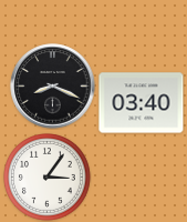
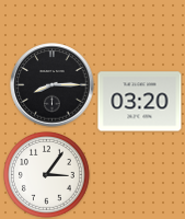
clock at (53, 87): 8:19 -> 8:15
clock at (142, 103): 03:40 -> 03:20
